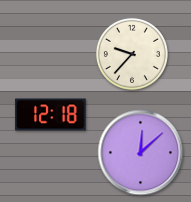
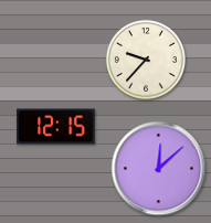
clock at (51, 115): 12:18 -> 12:15
clock at (141, 153) position: (141, 153) -> (159, 169)
